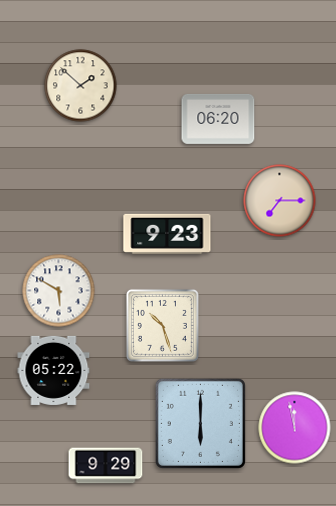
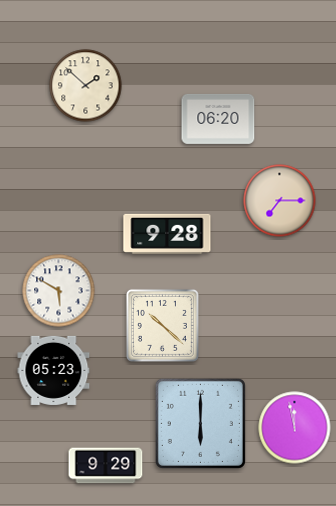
clock at (81, 86) position: (81, 86) -> (86, 86)
clock at (167, 234): 9:23 -> 9:28
clock at (162, 325): 10:27 -> 10:22
clock at (54, 370): 05:22 -> 05:23
